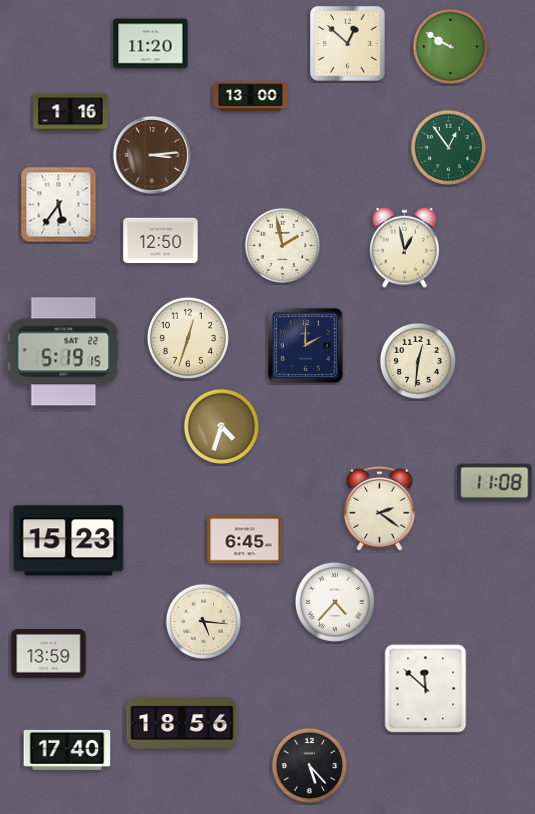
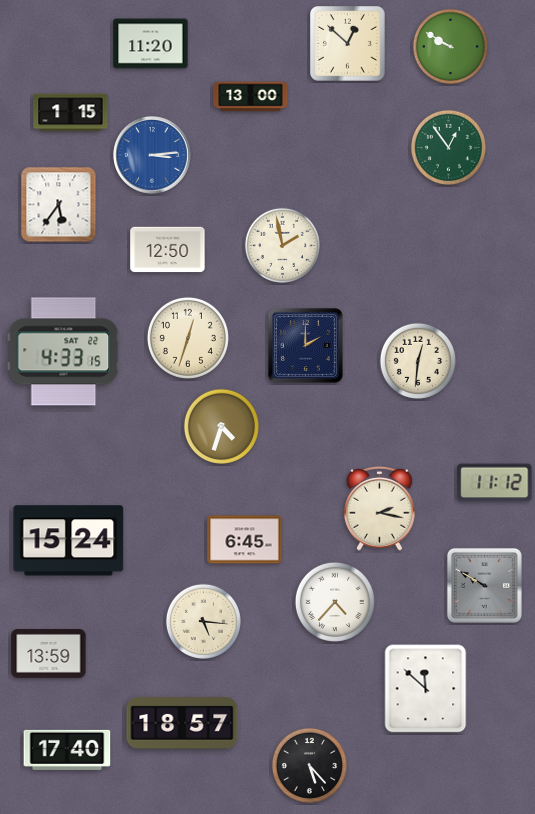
clock at (71, 113): 1:16 -> 1:15
clock at (153, 156) dial: brown -> blue
clock at (161, 241) position: (161, 241) -> (168, 250)
clock at (404, 247): 12:58 -> none
clock at (64, 352): 5:19 -> 4:33
clock at (495, 483): 11:08 -> 11:12
clock at (380, 508): 2:21 -> 2:17
clock at (69, 541): 15:23 -> 15:24
clock at (484, 585): none -> 9:50
clock at (182, 723): 18:56 -> 18:57
